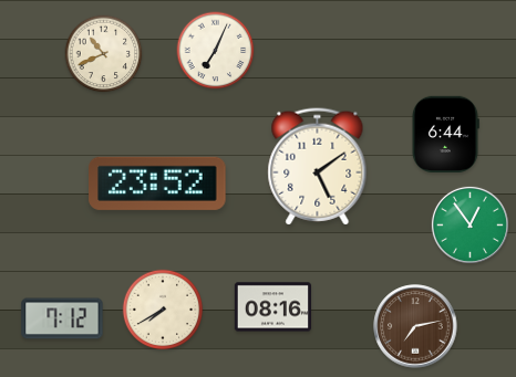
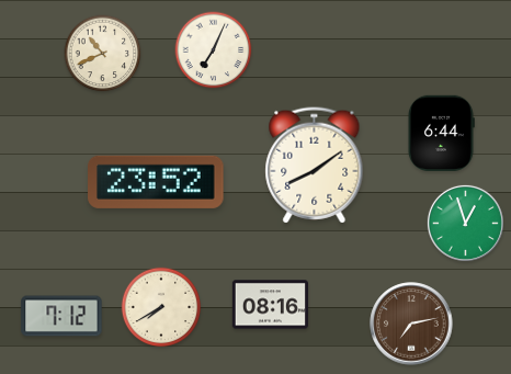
clock at (318, 167): 5:09 -> 8:09
clock at (469, 224): 12:54 -> 12:57
